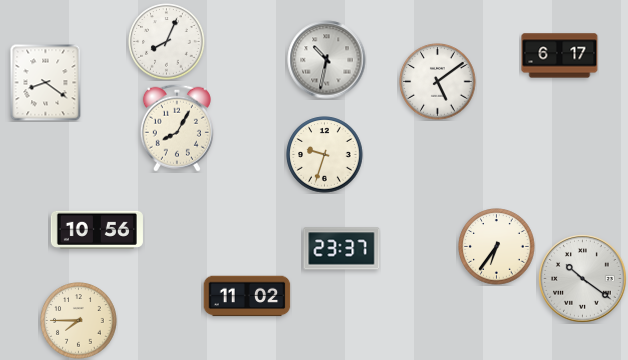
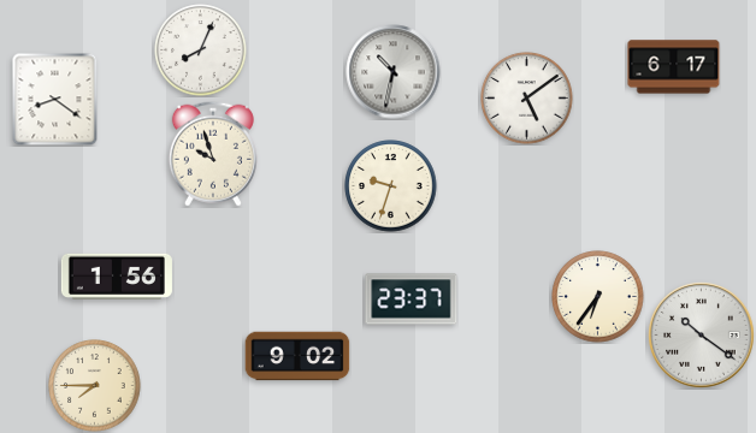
clock at (177, 128): 8:05 -> 9:57
clock at (97, 230): 10:56 -> 1:56
clock at (247, 296): 11:02 -> 9:02
